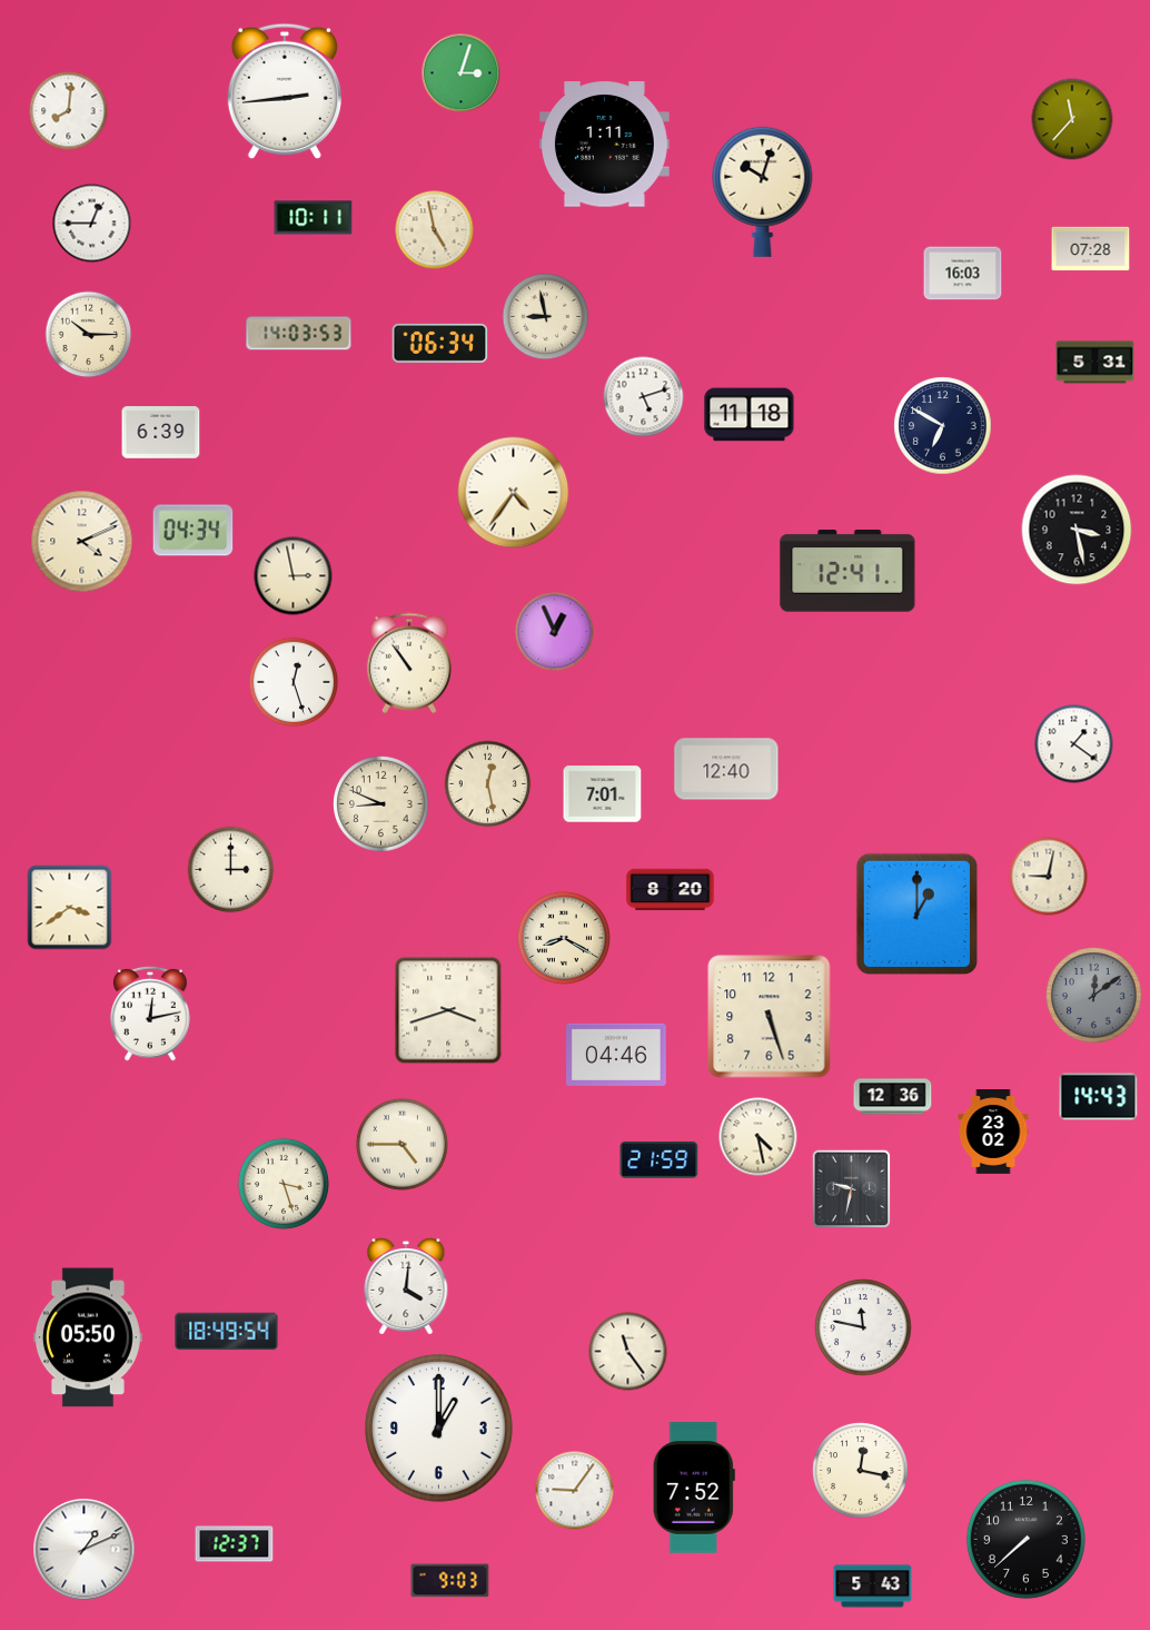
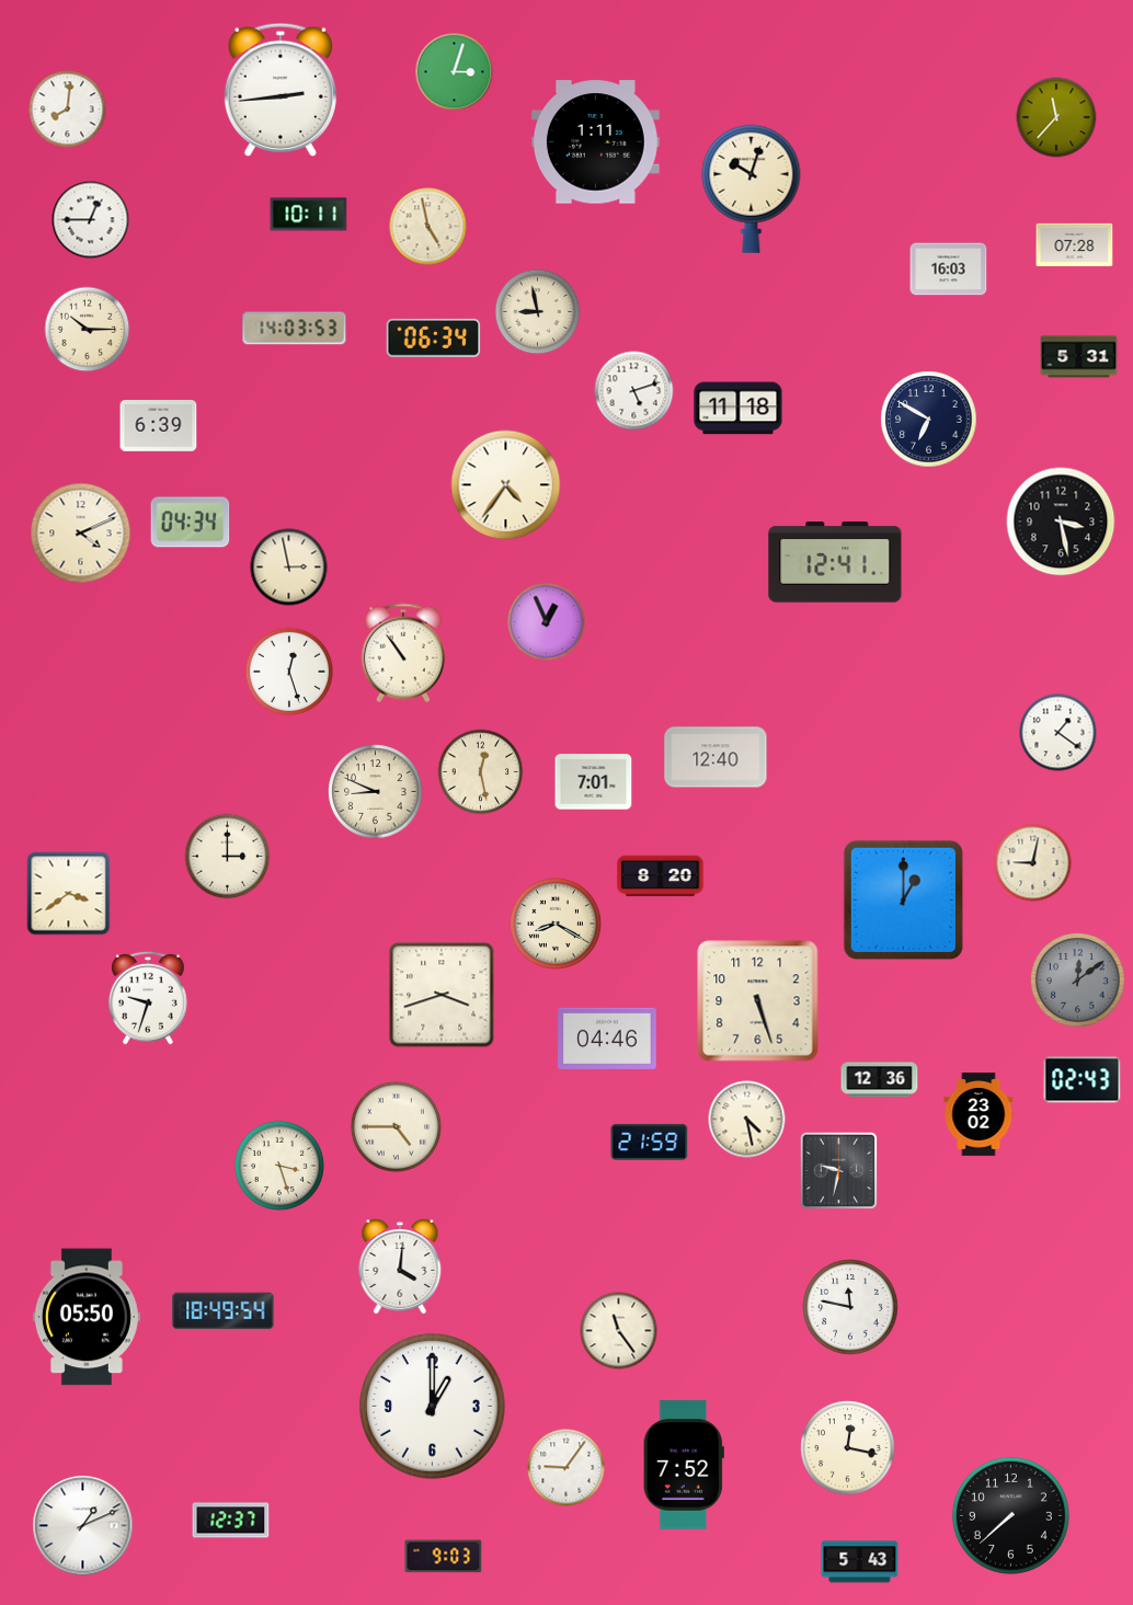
clock at (151, 1014): 12:13 -> 9:33
clock at (1099, 1097): 14:43 -> 02:43
